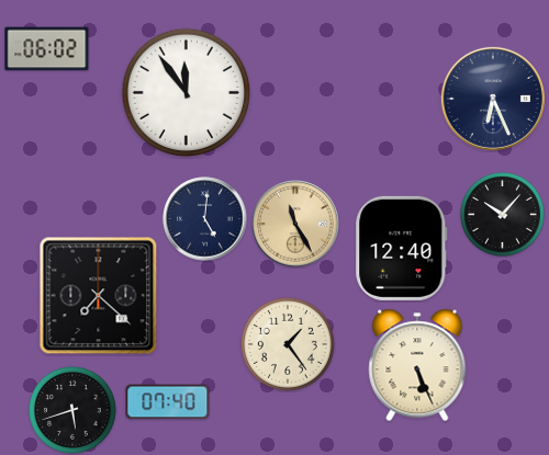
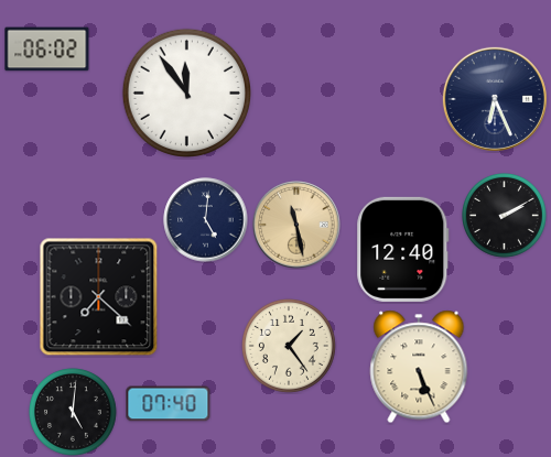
clock at (503, 215): 10:07 -> 2:10
clock at (295, 224): 11:25 -> 11:28
clock at (74, 411): 5:42 -> 5:01
